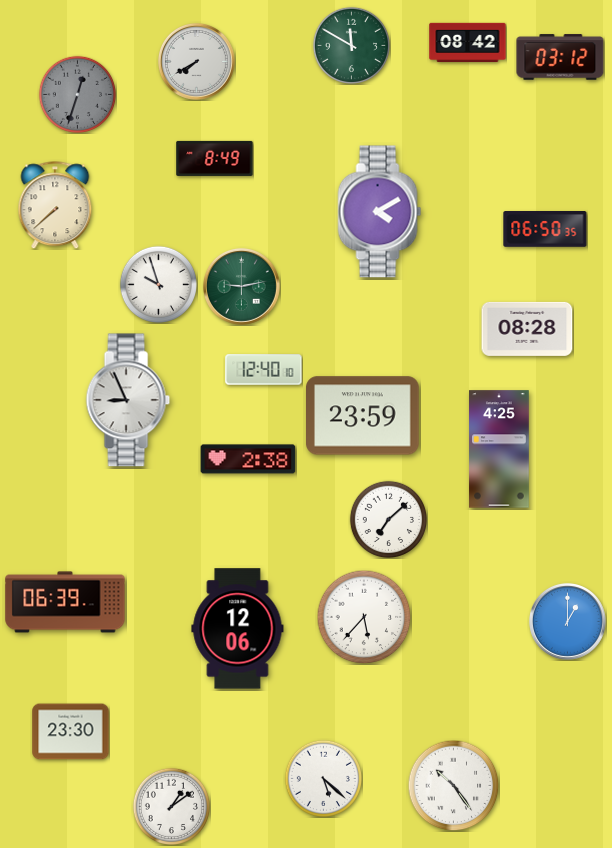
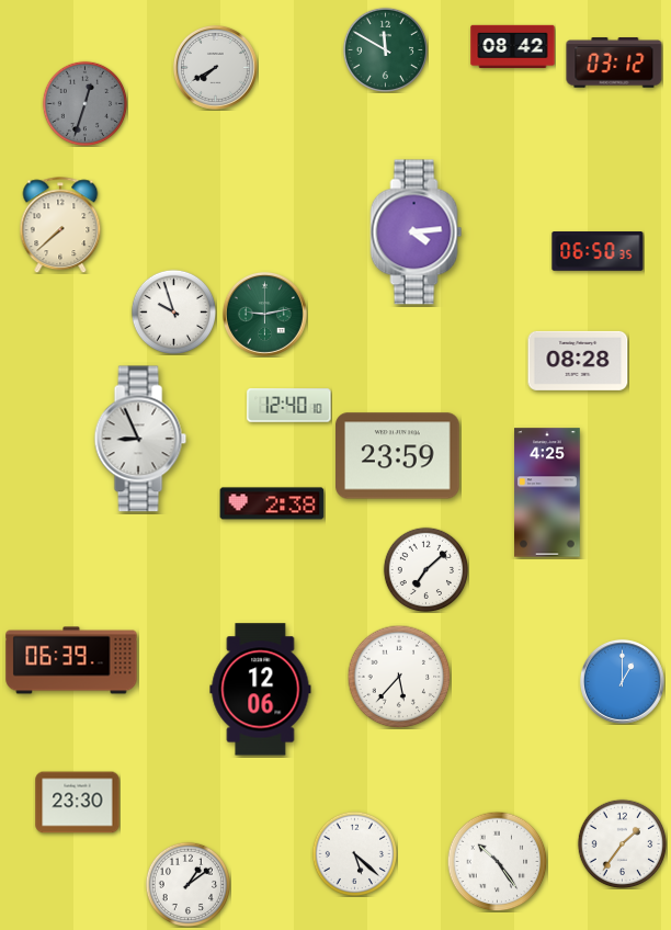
clock at (215, 158): 8:49 -> none
clock at (380, 212): 4:10 -> 4:14
clock at (622, 843): none -> 1:36
